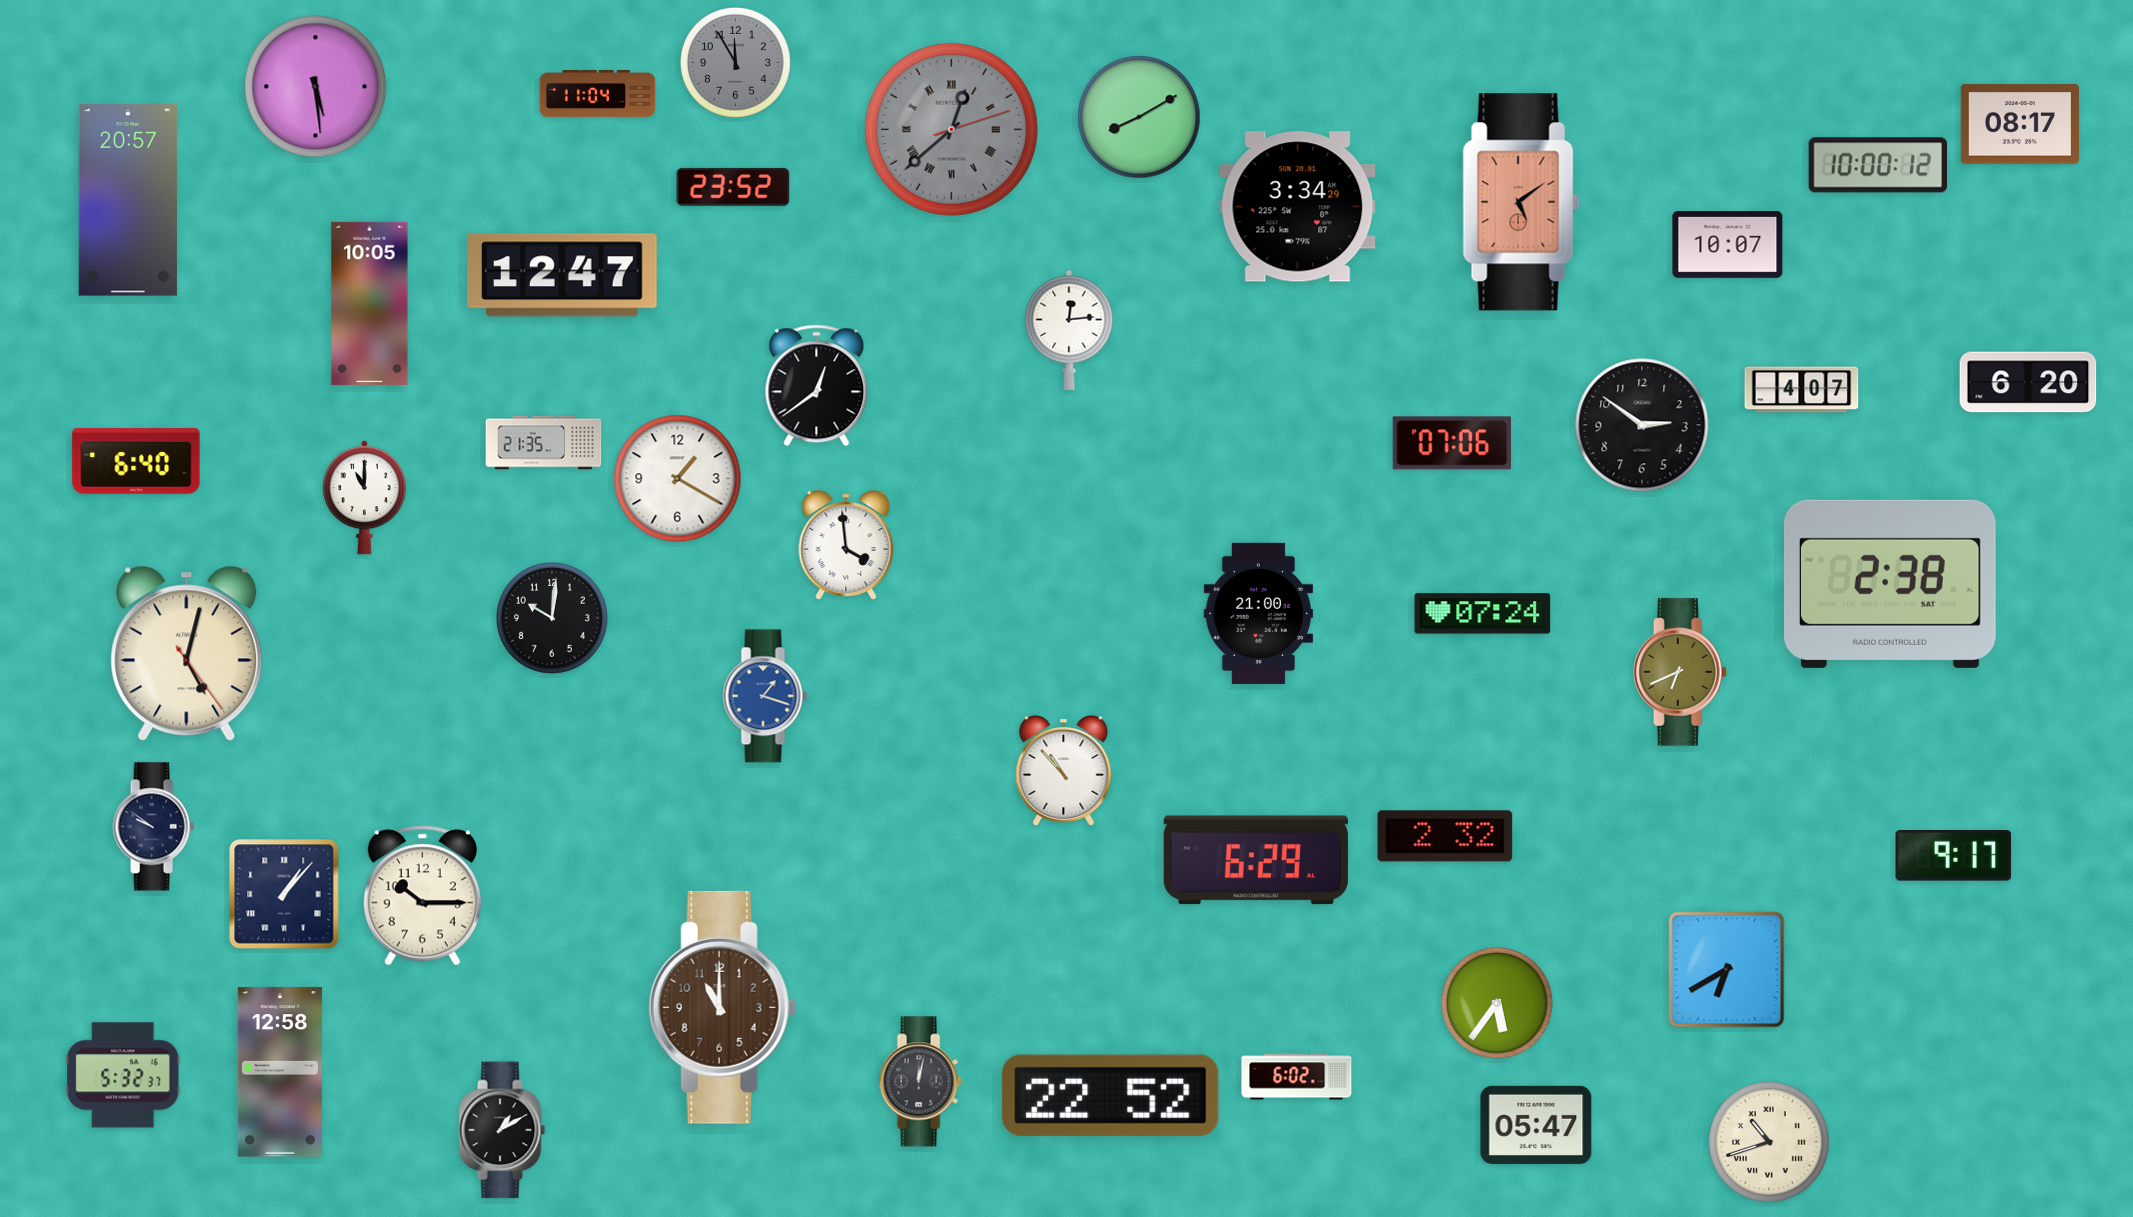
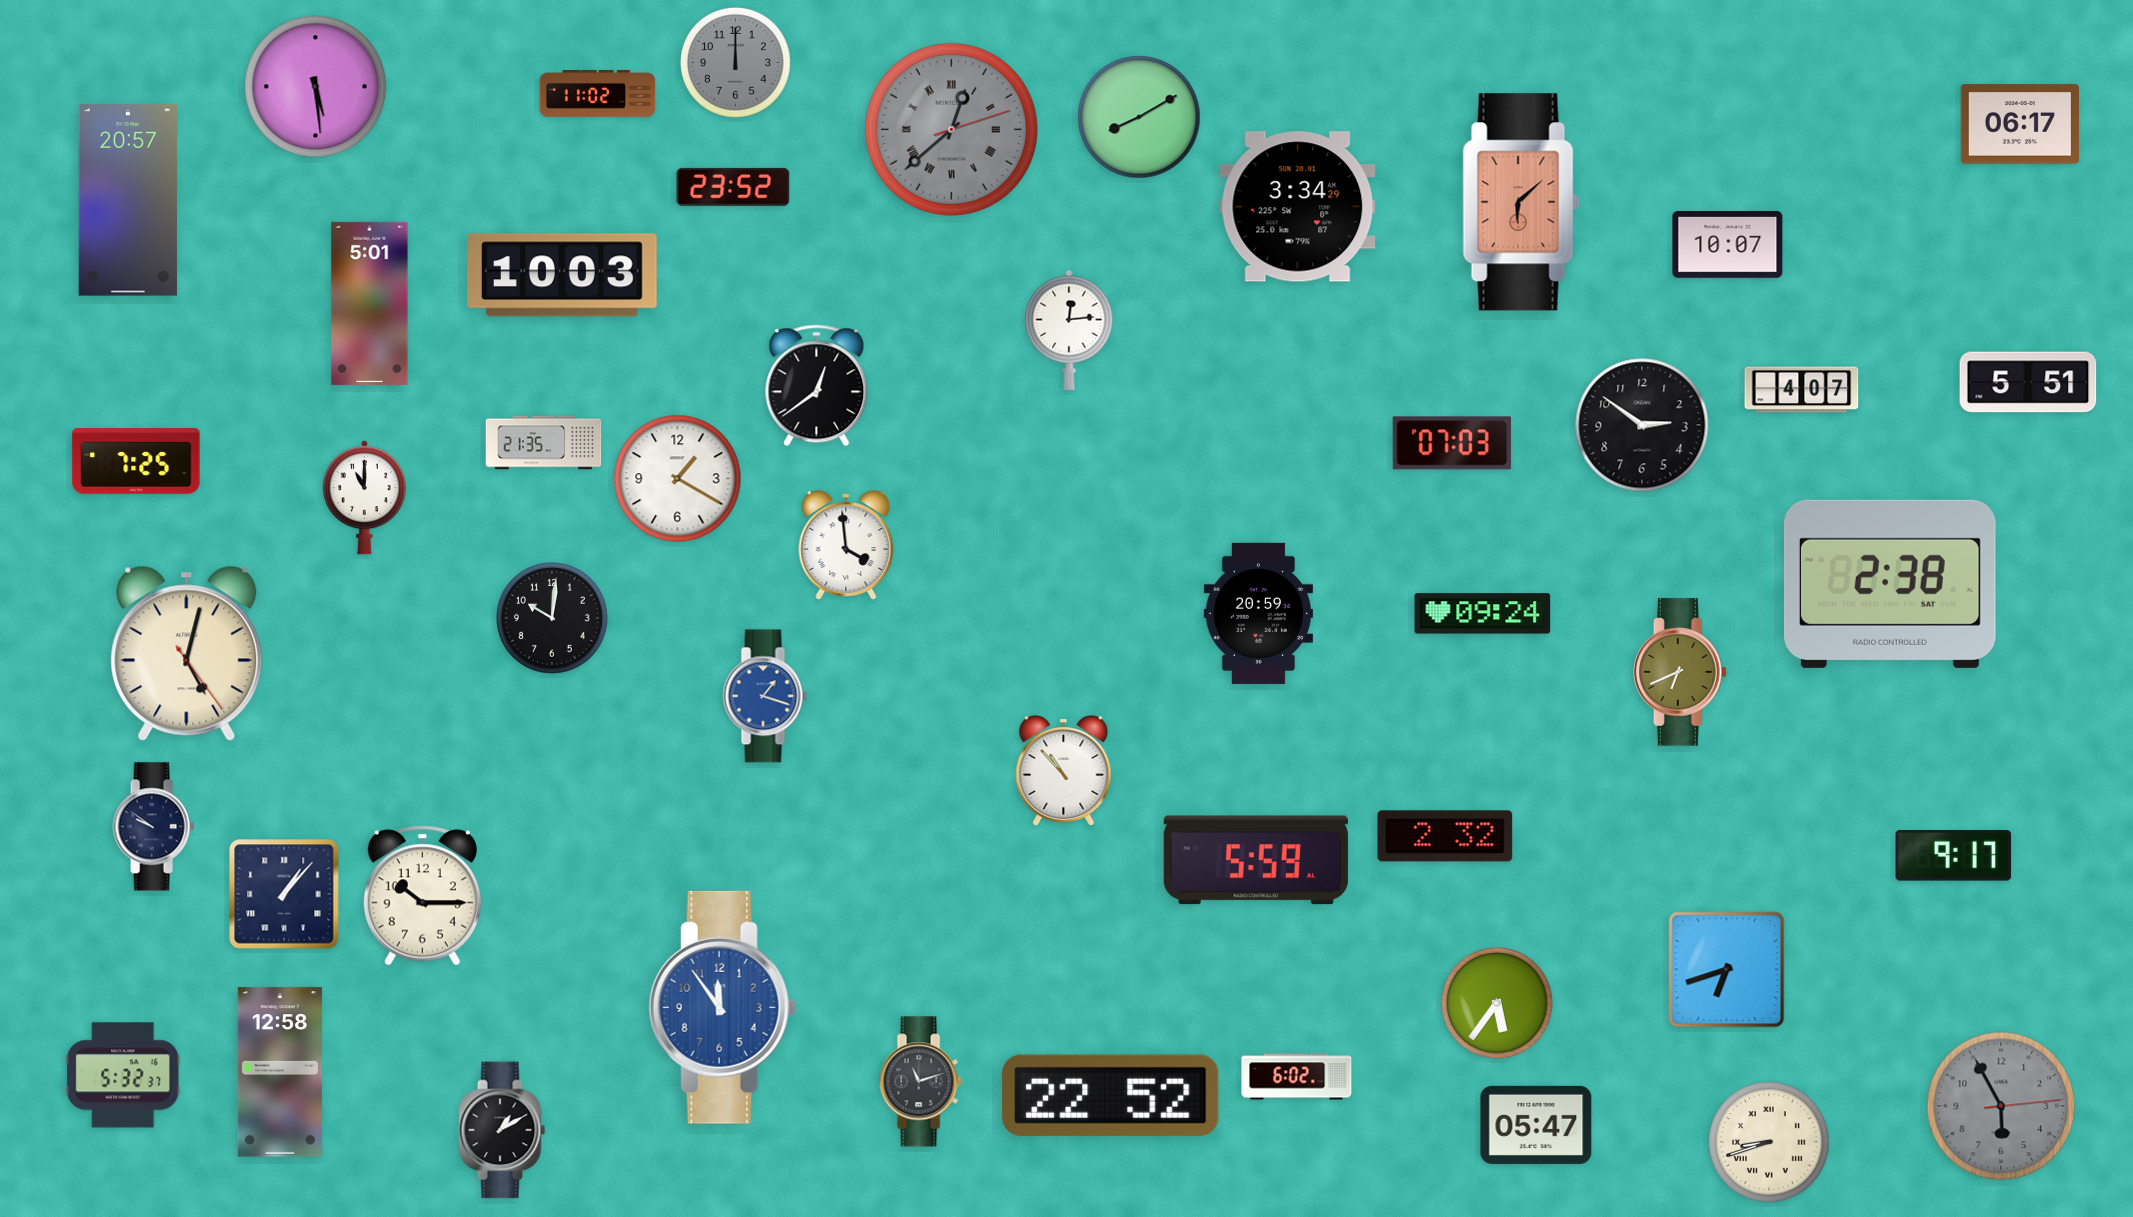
clock at (736, 63): 11:55 -> 12:00
clock at (598, 94): 11:04 -> 11:02
clock at (2020, 124): 08:17 -> 06:17
clock at (1877, 165): 10:00 -> none
clock at (1521, 202): 5:09 -> 6:08
clock at (563, 275): 12:47 -> 10:03
clock at (370, 303): 10:05 -> 5:01
clock at (2028, 382): 6:20 -> 5:51
clock at (1452, 443): 07:06 -> 07:03
clock at (136, 461): 6:40 -> 7:25
clock at (1258, 613): 21:00 -> 20:59
clock at (1483, 614): 07:24 -> 09:24
clock at (1256, 860): 6:29 -> 5:59
clock at (1727, 970): 6:40 -> 6:42
clock at (722, 1007): 11:00 -> 11:54
clock at (722, 1007) dial: brown -> blue
clock at (920, 1082): 12:02 -> 11:12
clock at (2001, 1106): none -> 5:55
clock at (1769, 1142): 10:42 -> 8:42
